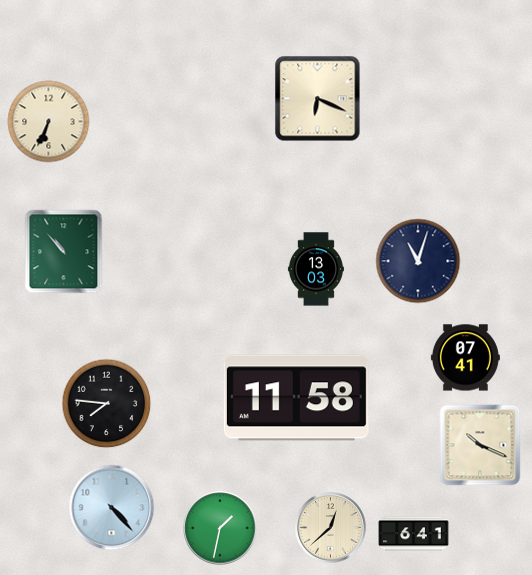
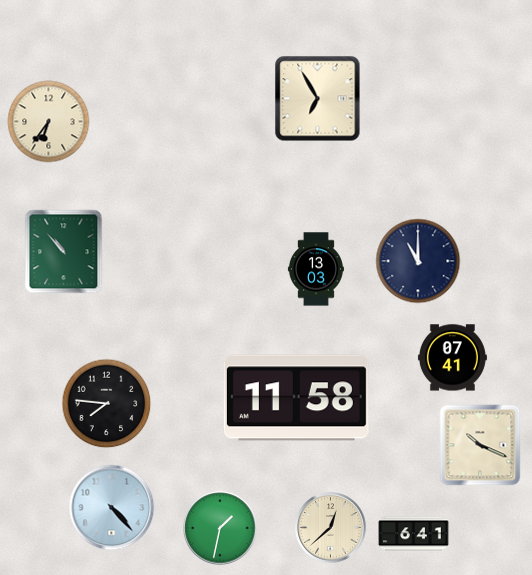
clock at (318, 99): 6:19 -> 6:55
clock at (49, 122): 6:34 -> 6:36
clock at (418, 261): 11:03 -> 11:00
clock at (465, 358) position: (465, 358) -> (452, 358)
